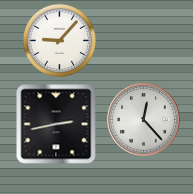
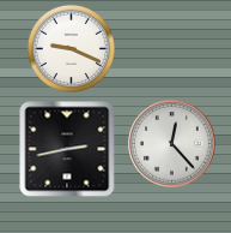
clock at (59, 40): 9:07 -> 9:19
